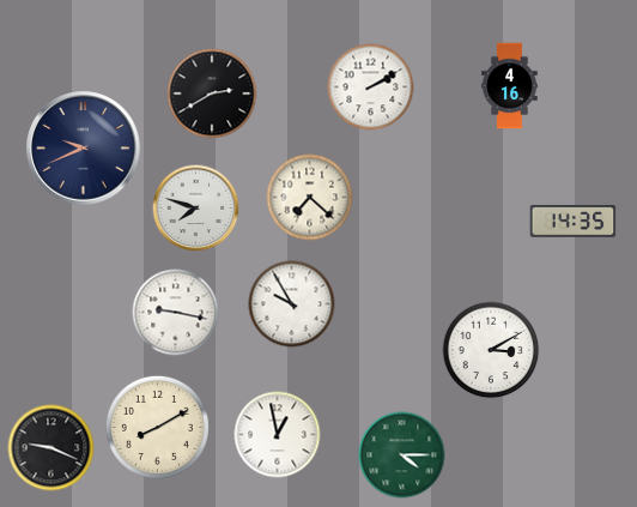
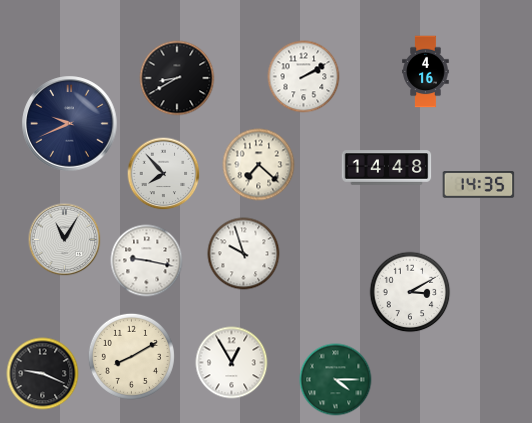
clock at (371, 87) position: (371, 87) -> (304, 77)
clock at (212, 93): 2:40 -> 8:40
clock at (387, 168): none -> 14:48
clock at (196, 209): 7:48 -> 7:53
clock at (65, 240): none -> 11:05
clock at (292, 304): 9:55 -> 9:57
clock at (278, 435): 12:58 -> 12:55
